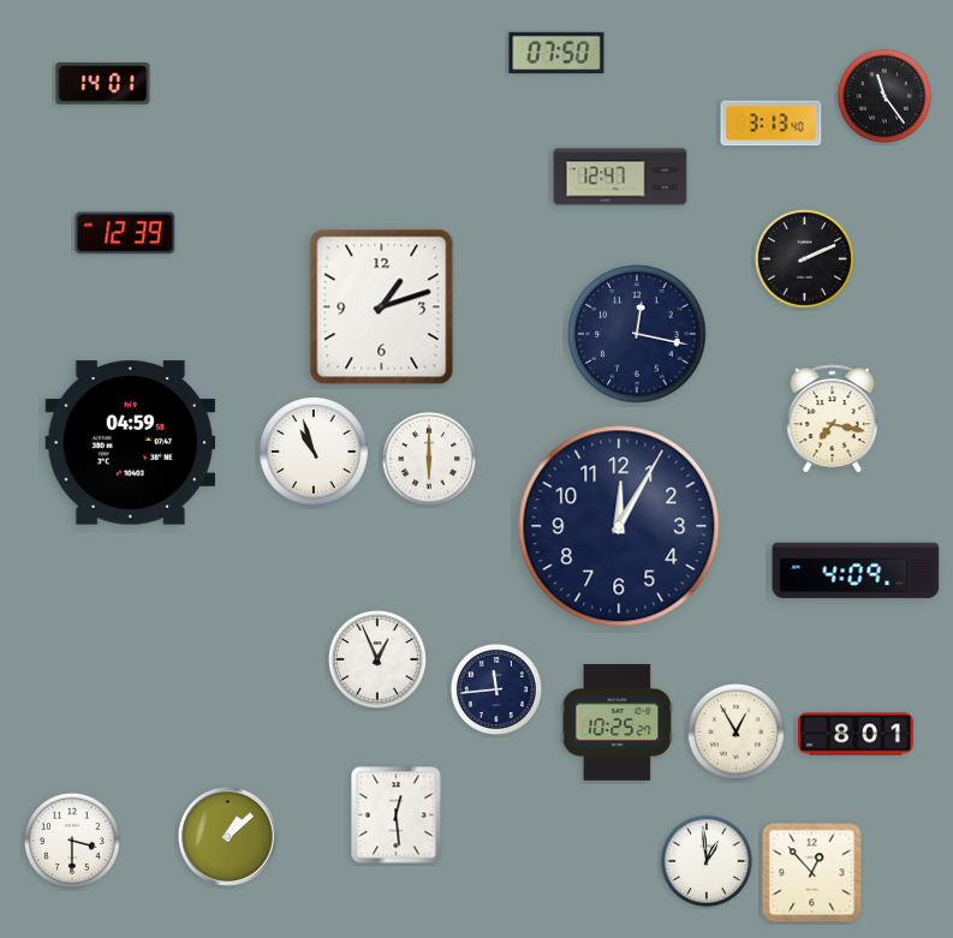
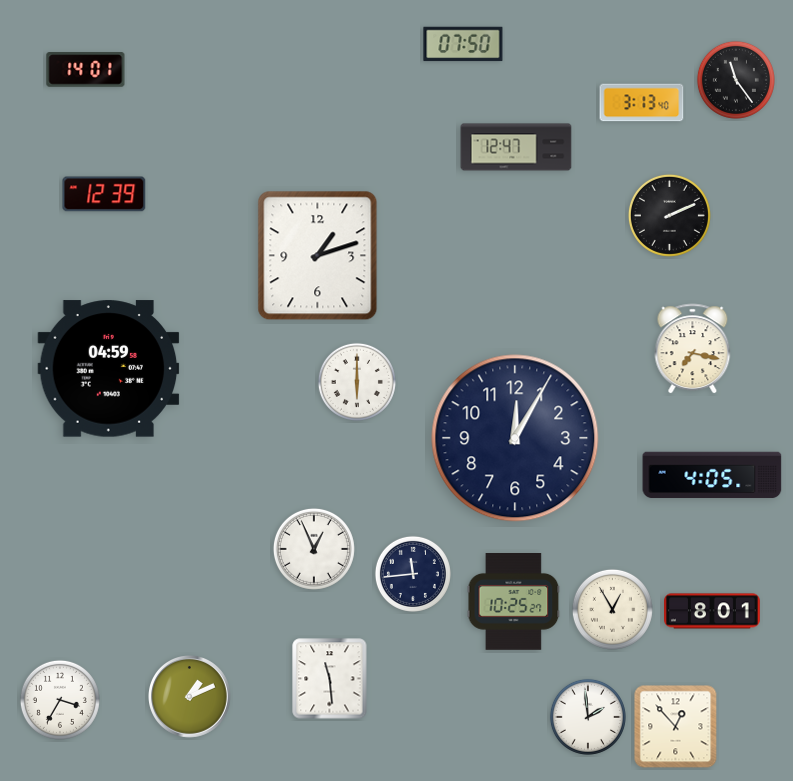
clock at (637, 334): 12:17 -> none
clock at (314, 452): 10:57 -> none
clock at (856, 570): 4:09 -> 4:05
clock at (397, 815): 12:29 -> 11:29
clock at (228, 837): 1:08 -> 1:11
clock at (72, 841): 3:30 -> 3:35
clock at (707, 861): 12:59 -> 1:59
